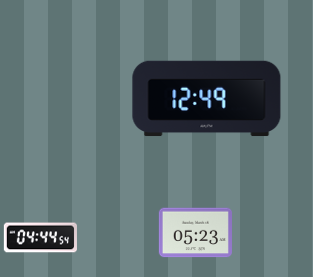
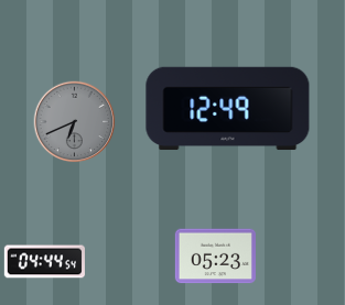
clock at (75, 122): none -> 6:41
